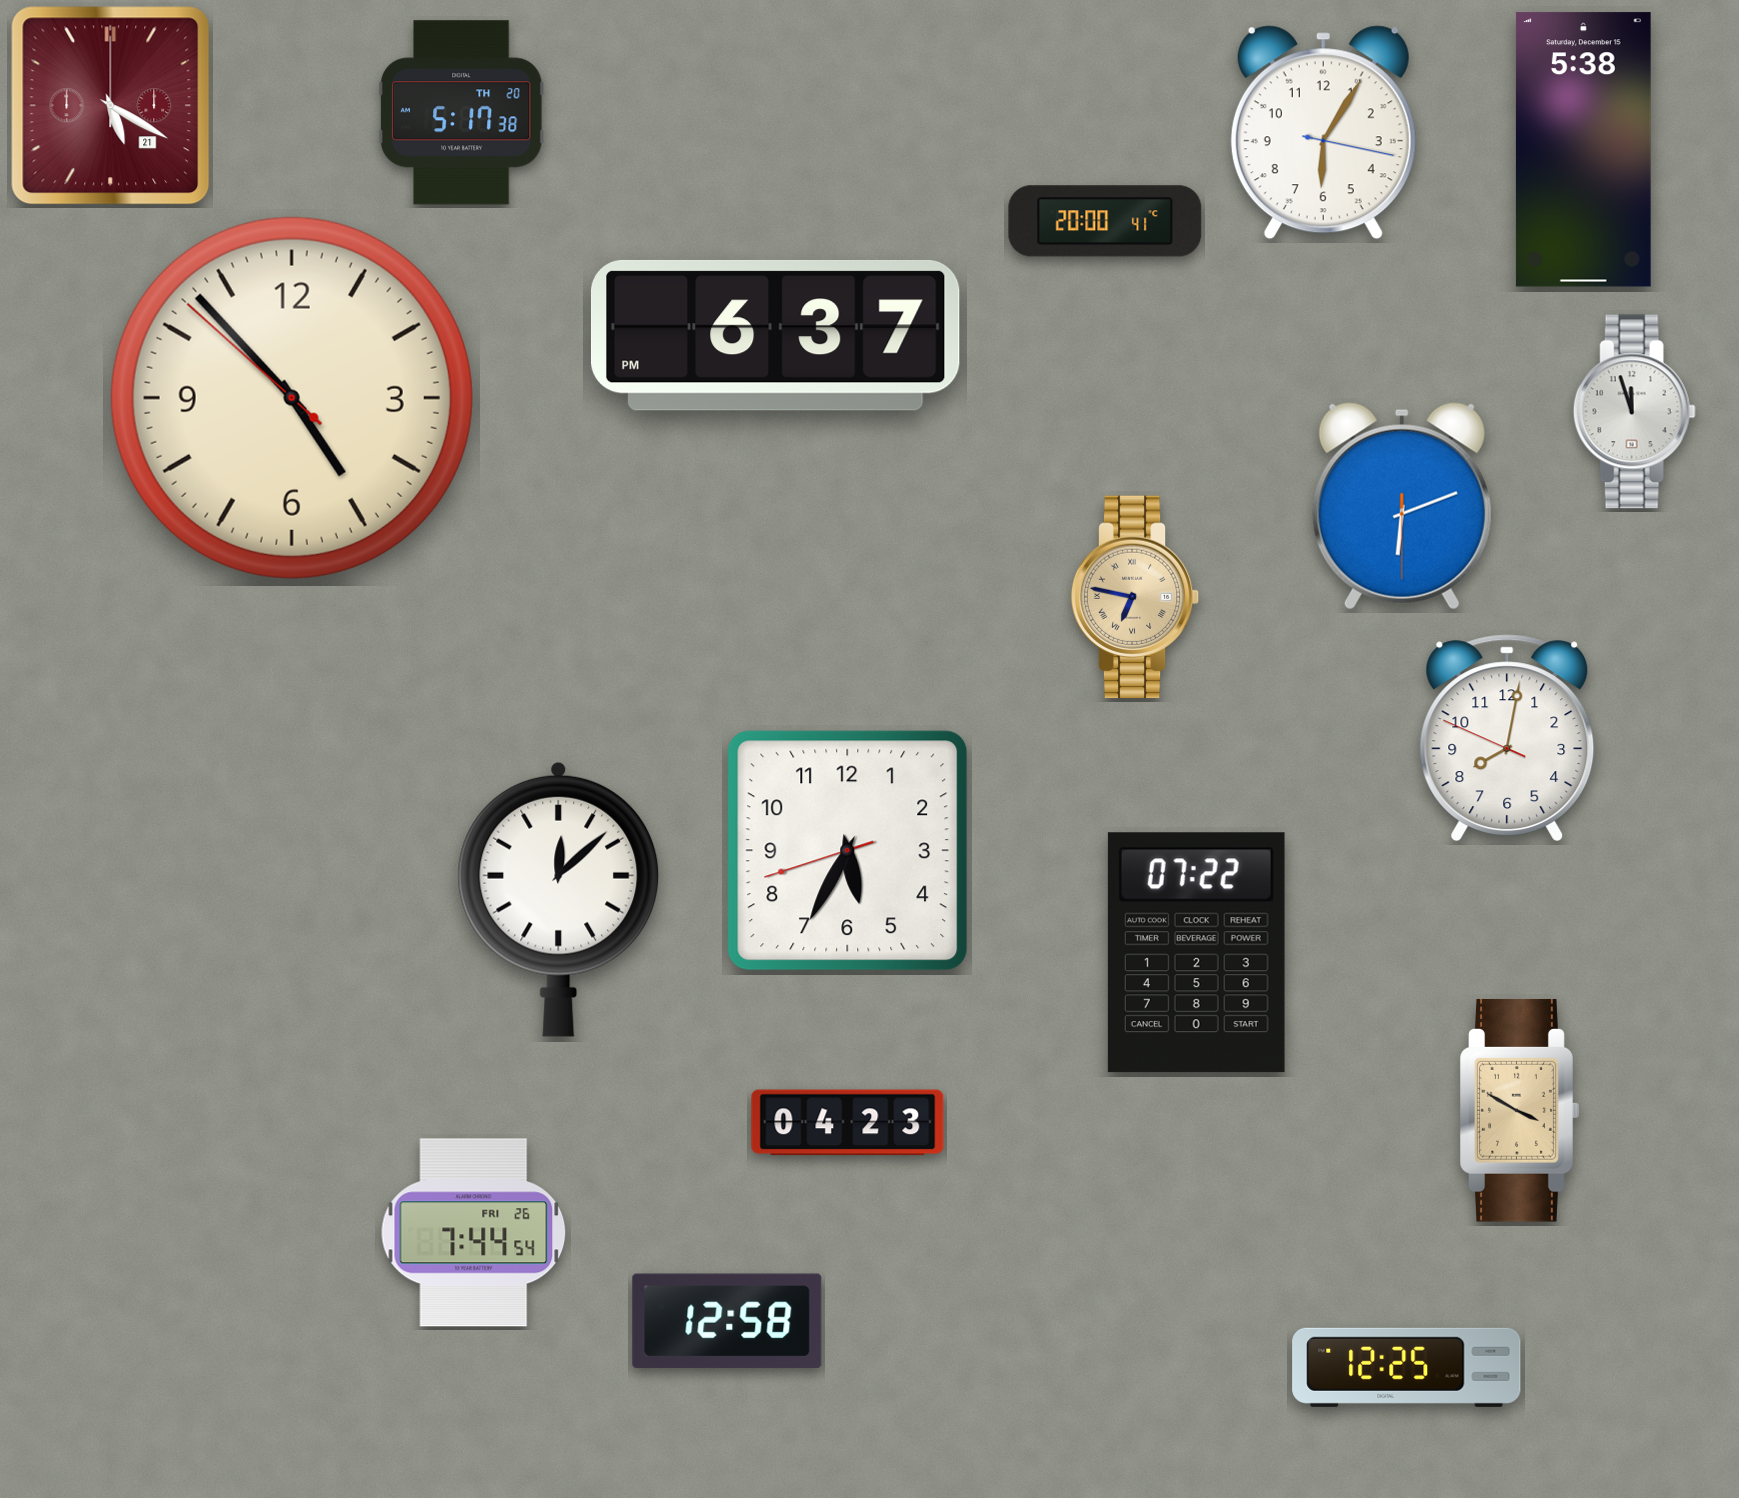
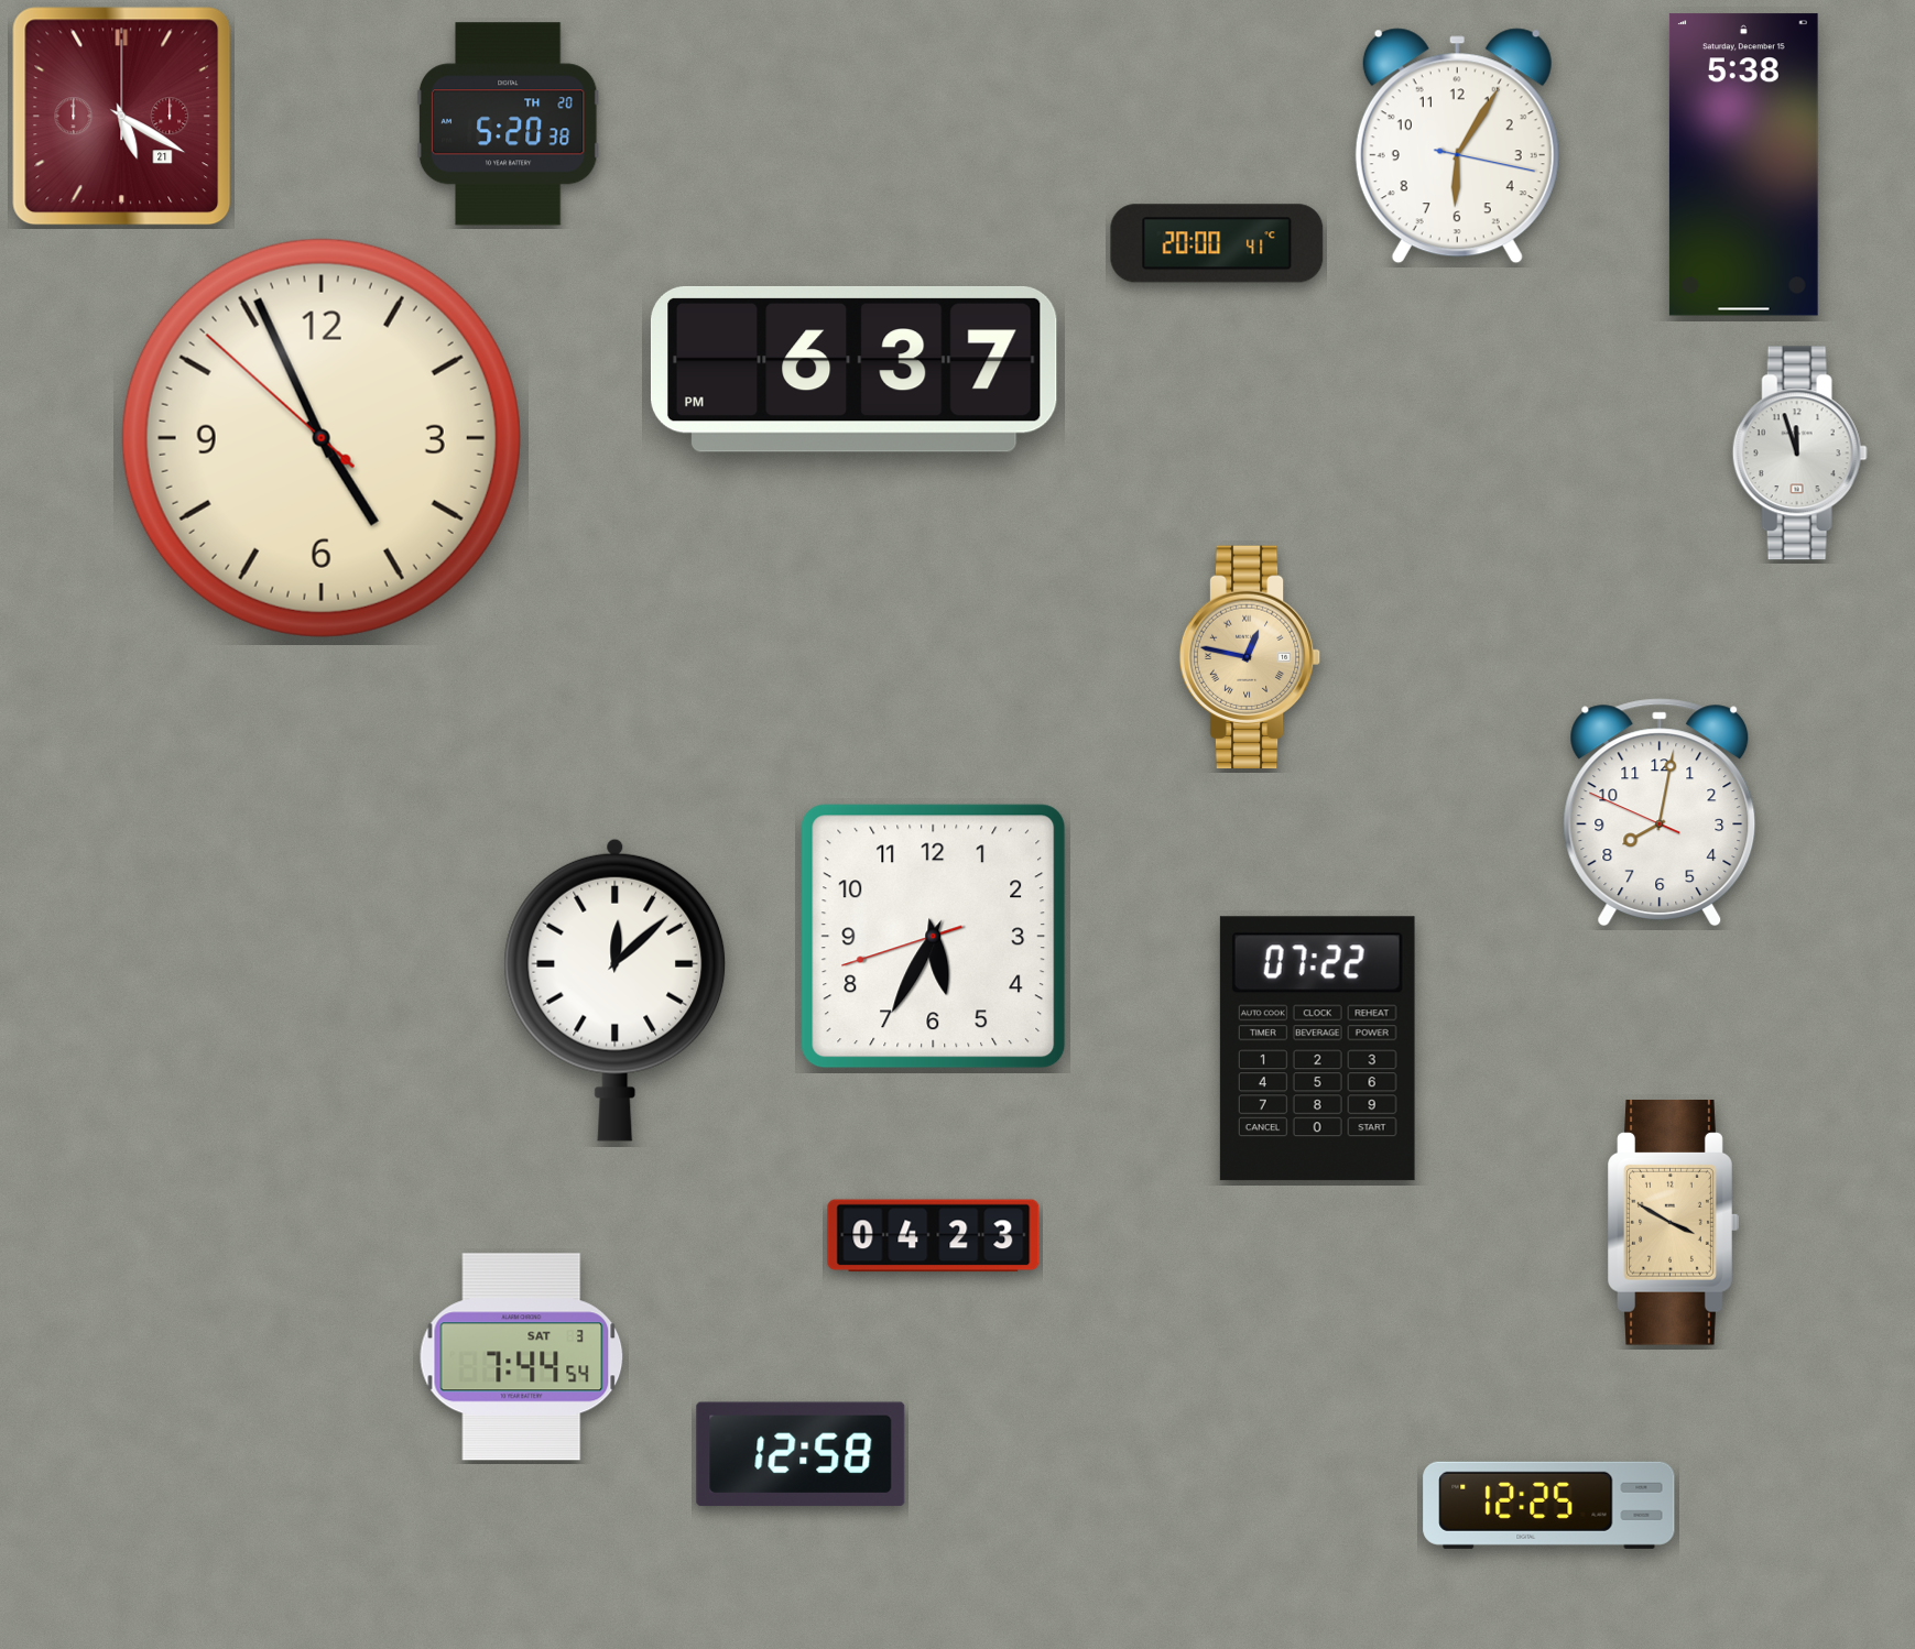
clock at (461, 113): 5:17 -> 5:20
clock at (292, 398): 4:52 -> 4:55
clock at (1402, 506): 6:11 -> none
clock at (1135, 597): 6:47 -> 12:47
clock at (474, 1233) date: FRI 26 -> SAT 3
